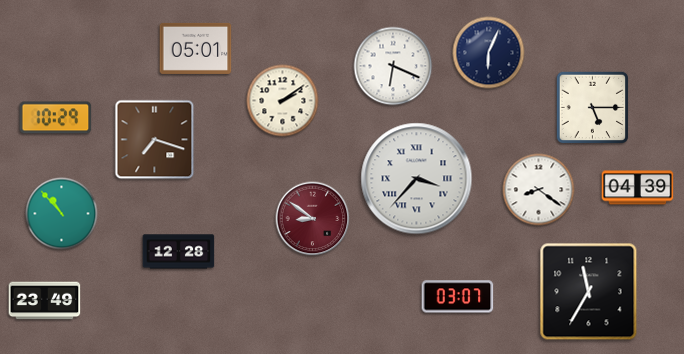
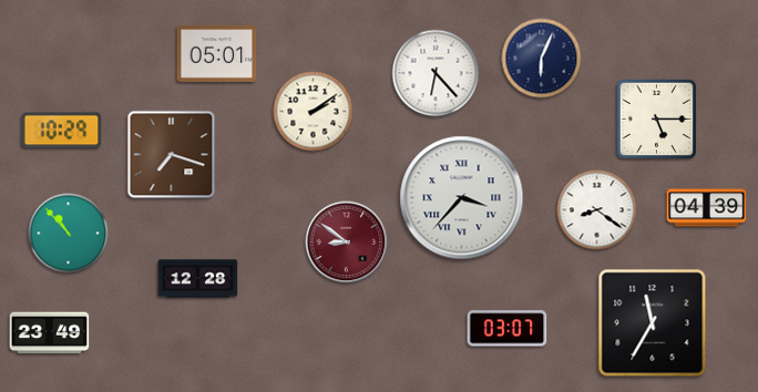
clock at (393, 66): 6:19 -> 6:23
clock at (62, 214) position: (62, 214) -> (69, 234)
